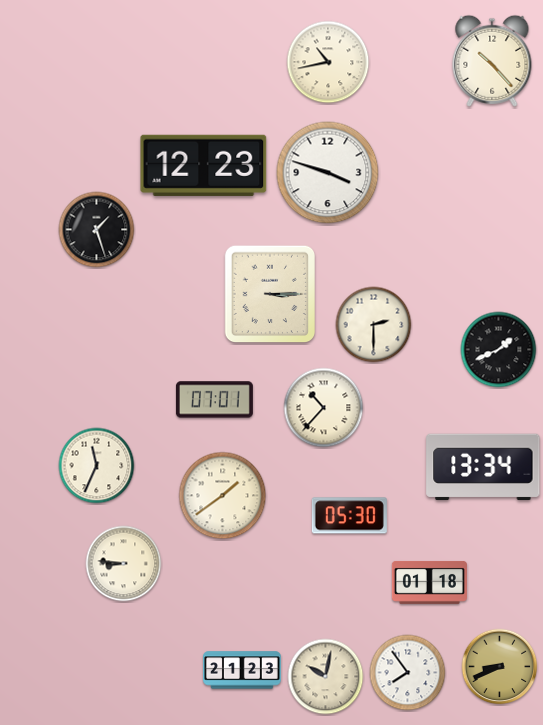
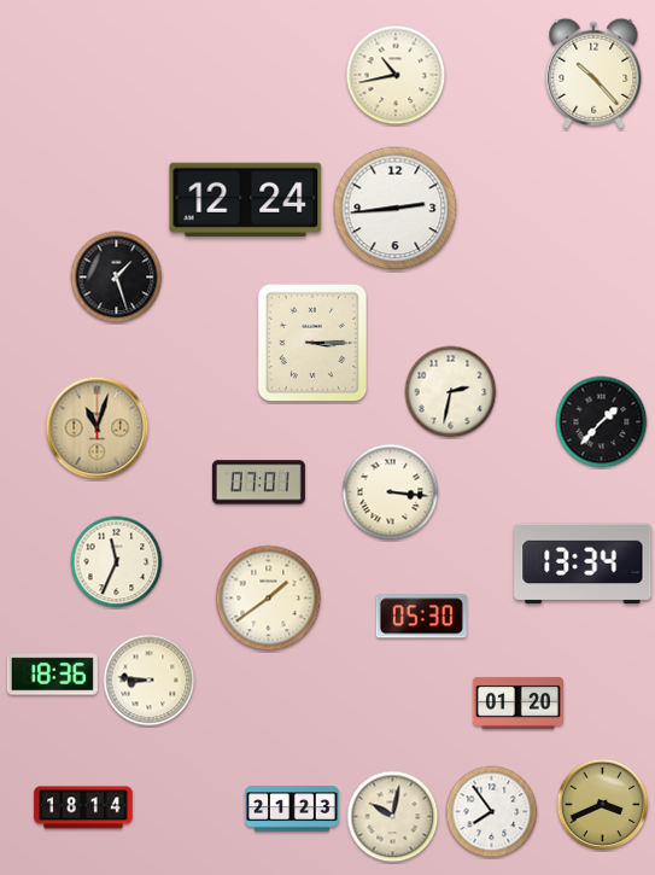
clock at (204, 165): 12:23 -> 12:24
clock at (328, 173): 3:48 -> 2:44
clock at (270, 294) position: (270, 294) -> (312, 343)
clock at (374, 325): 2:30 -> 2:32
clock at (499, 350): 1:41 -> 1:37
clock at (98, 428): none -> 11:03
clock at (324, 408): 10:37 -> 3:16
clock at (349, 516) position: (349, 516) -> (421, 617)
clock at (52, 675): none -> 18:36
clock at (429, 582): 01:18 -> 01:20
clock at (500, 667): 8:41 -> 3:41
clock at (83, 807): none -> 18:14
